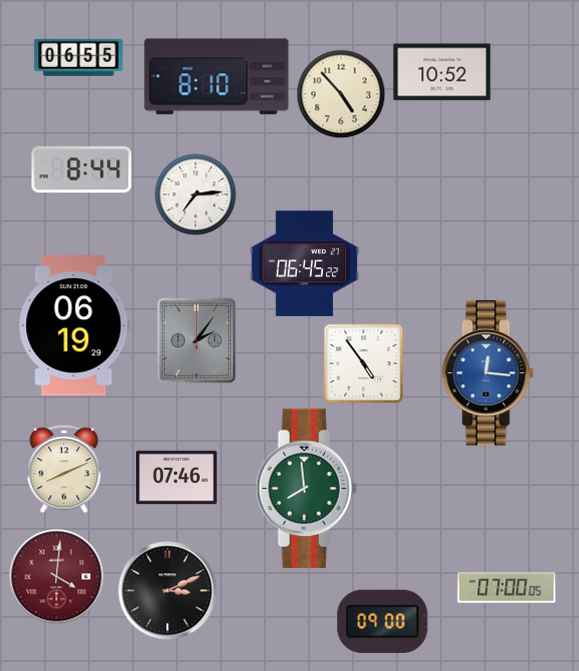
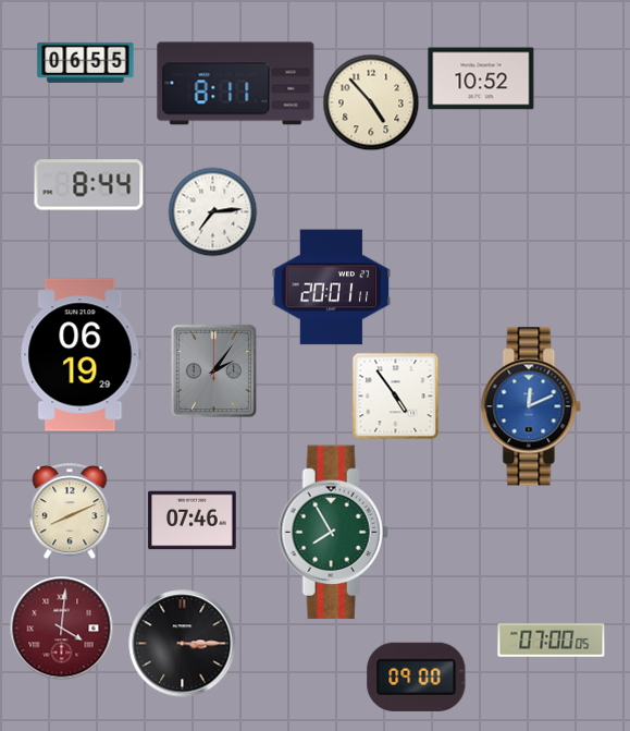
clock at (217, 77): 8:10 -> 8:11
clock at (305, 264): 06:45 -> 20:01
clock at (488, 373): 12:16 -> 12:11
clock at (306, 489): 7:59 -> 7:55
clock at (168, 591): 3:11 -> 3:15
